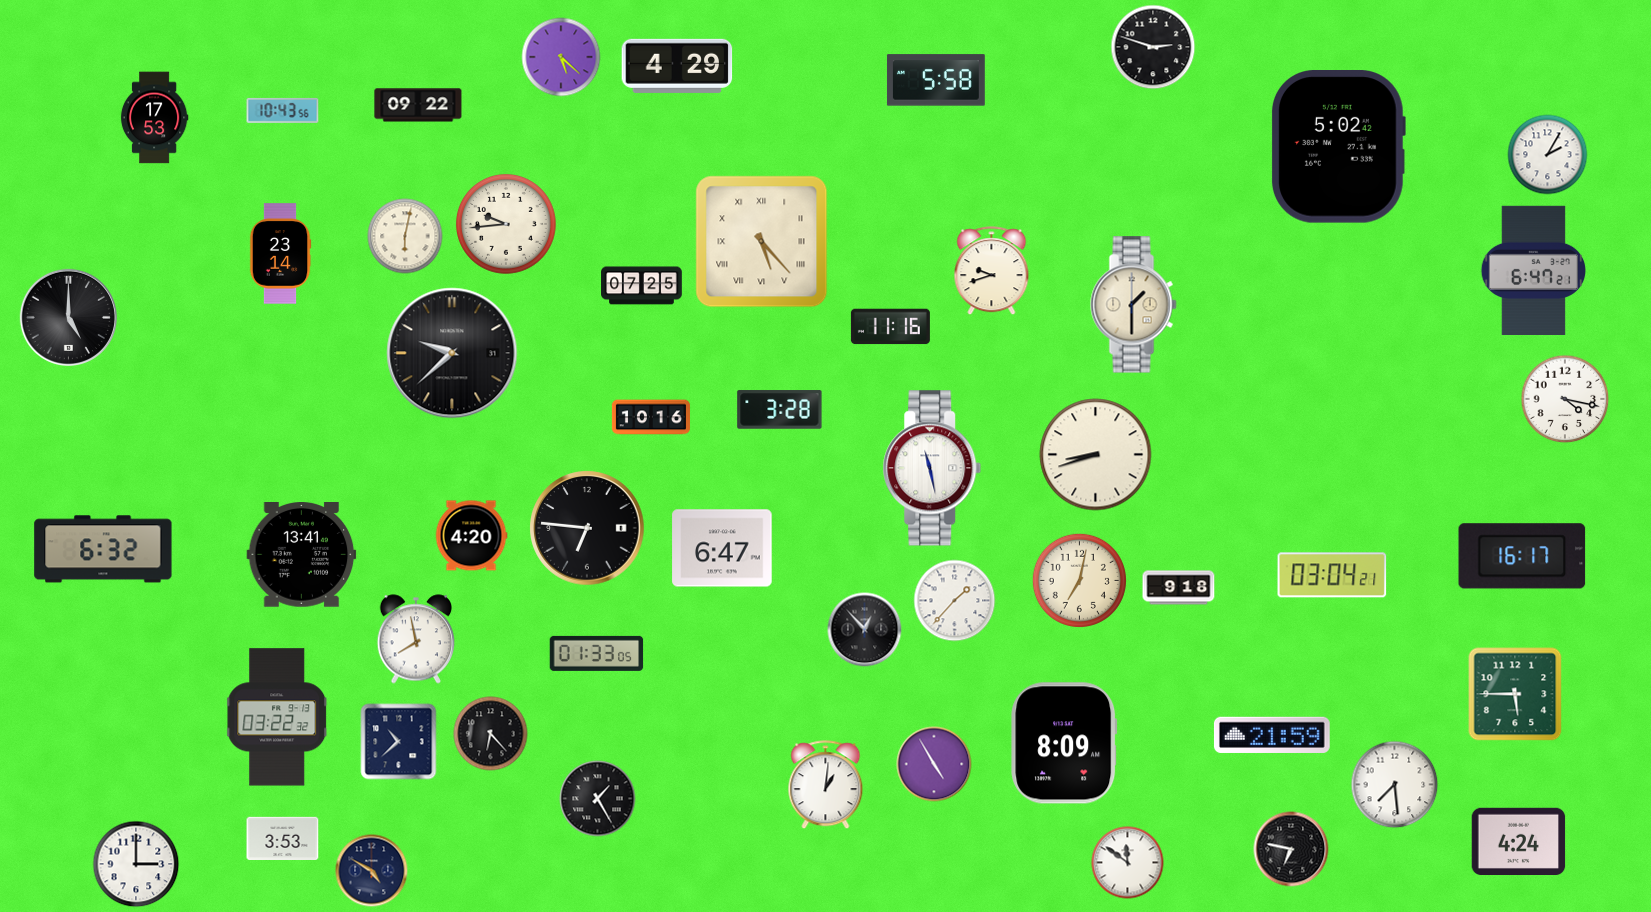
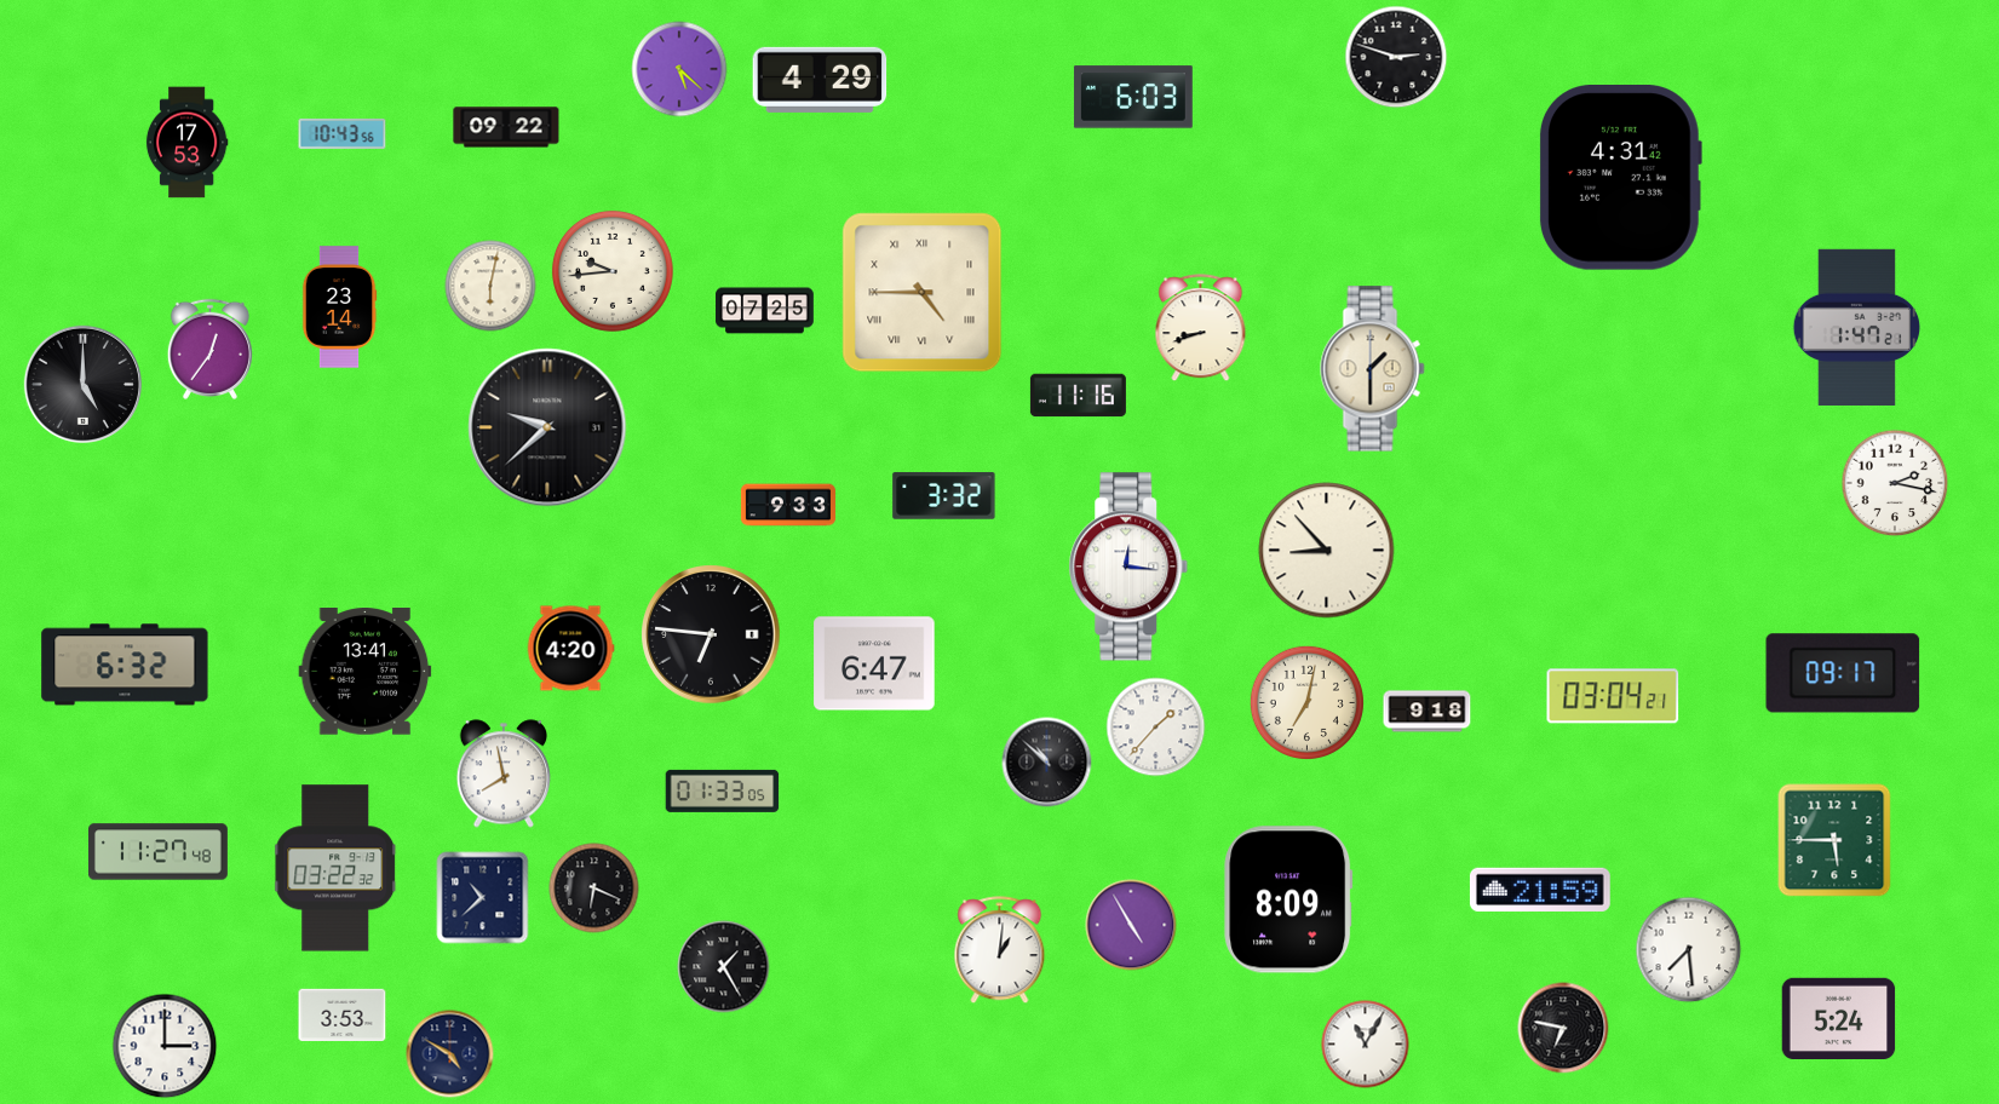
clock at (936, 80): 5:58 -> 6:03
clock at (1339, 147): 5:02 -> 4:31
clock at (1548, 155): 2:05 -> none
clock at (762, 242): 5:23 -> 4:45
clock at (992, 271): 9:42 -> 8:42
clock at (1534, 271): 6:47 -> 1:47
clock at (642, 286) position: (642, 286) -> (765, 311)
clock at (209, 349): none -> 12:36
clock at (1565, 399): 4:17 -> 2:17
clock at (780, 410): 3:28 -> 3:32
clock at (651, 417): 10:16 -> 9:33
clock at (1096, 455): 8:42 -> 8:53
clock at (932, 468): 11:28 -> 12:16
clock at (587, 528) position: (587, 528) -> (711, 634)
clock at (1522, 556): 16:17 -> 09:17
clock at (865, 630): 12:53 -> 10:52
clock at (157, 852): none -> 11:27
clock at (491, 734): 6:23 -> 6:19
clock at (1519, 841): 4:24 -> 5:24
clock at (1128, 863): 11:51 -> 11:05
